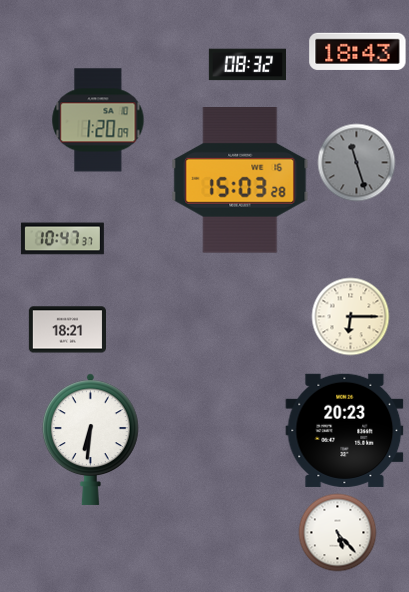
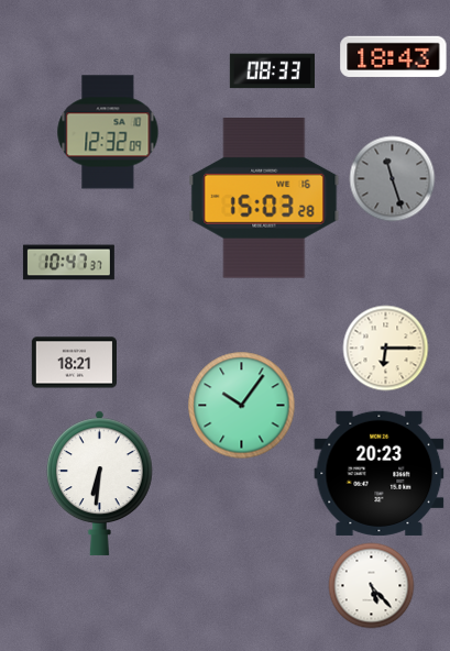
clock at (247, 65): 08:32 -> 08:33
clock at (98, 120): 1:20 -> 12:32
clock at (241, 405): none -> 10:06
